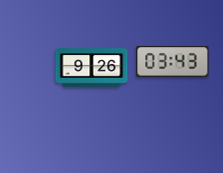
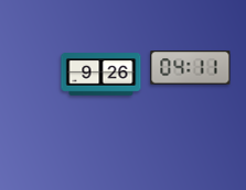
clock at (173, 62): 03:43 -> 04:11
